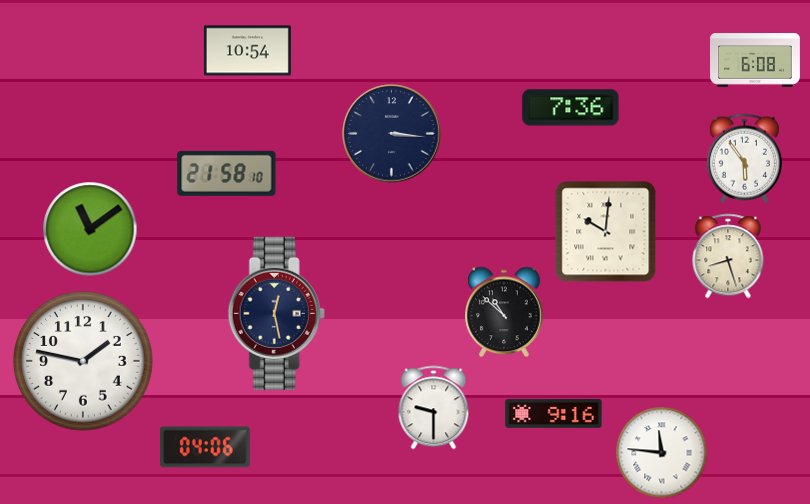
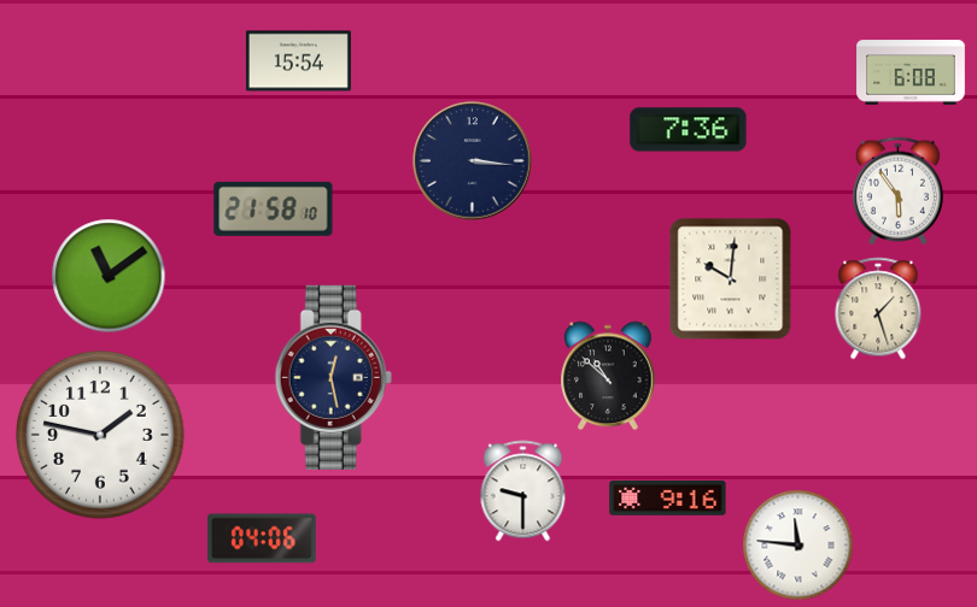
clock at (247, 51): 10:54 -> 15:54
clock at (728, 256): 8:27 -> 1:27
clock at (205, 447) position: (205, 447) -> (262, 538)
